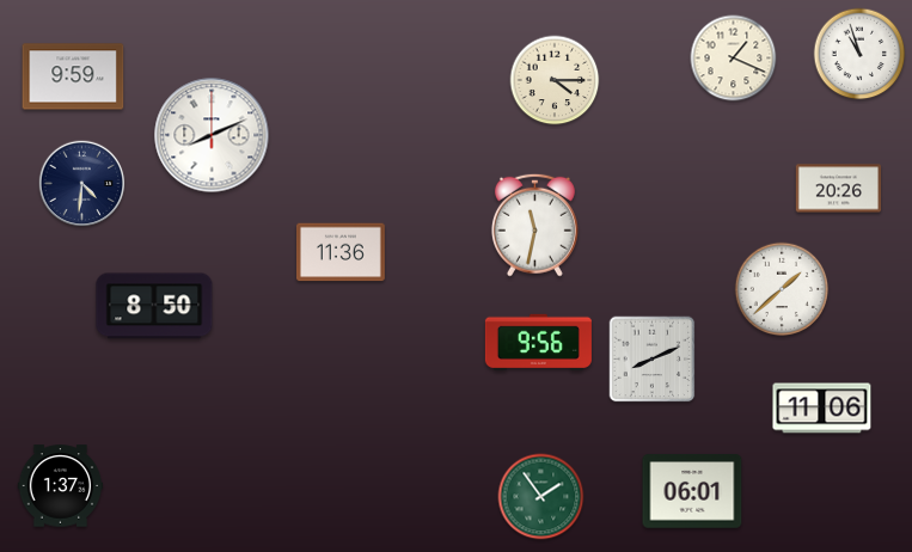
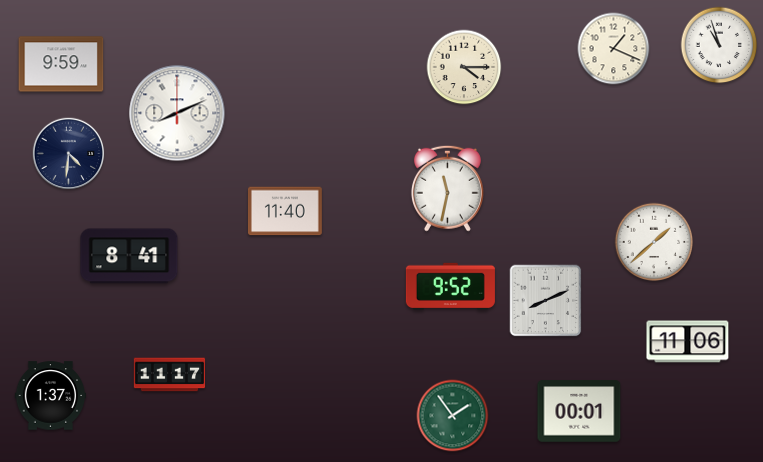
clock at (839, 189): 20:26 -> none
clock at (341, 252): 11:36 -> 11:40
clock at (154, 306): 8:50 -> 8:41
clock at (538, 342): 9:56 -> 9:52
clock at (170, 375): none -> 11:17
clock at (61, 486) position: (61, 486) -> (51, 396)
clock at (692, 491): 06:01 -> 00:01
